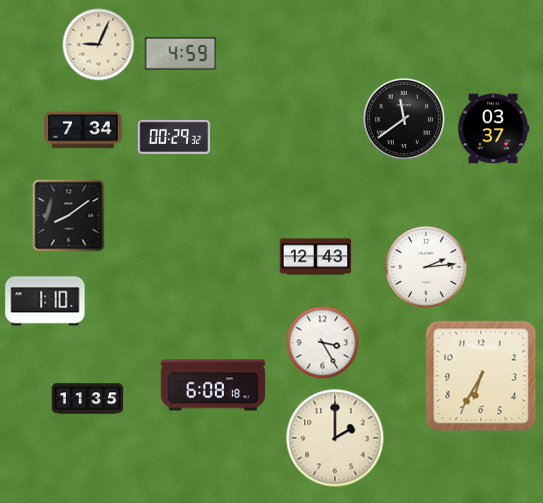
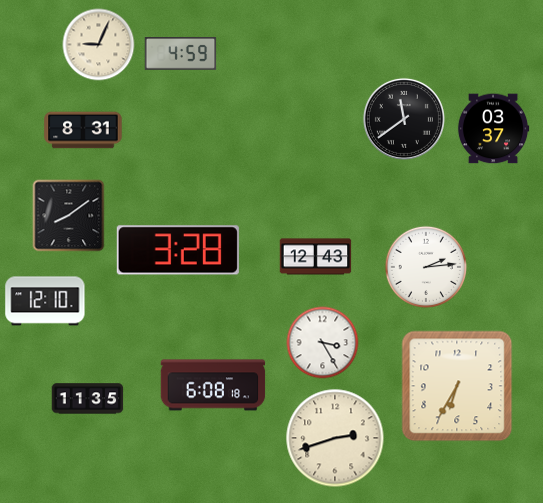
clock at (83, 130): 7:34 -> 8:31
clock at (174, 137): 00:29 -> none
clock at (178, 250): none -> 3:28
clock at (45, 301): 1:10 -> 12:10
clock at (481, 376) position: (481, 376) -> (457, 386)
clock at (335, 438): 2:00 -> 2:42
